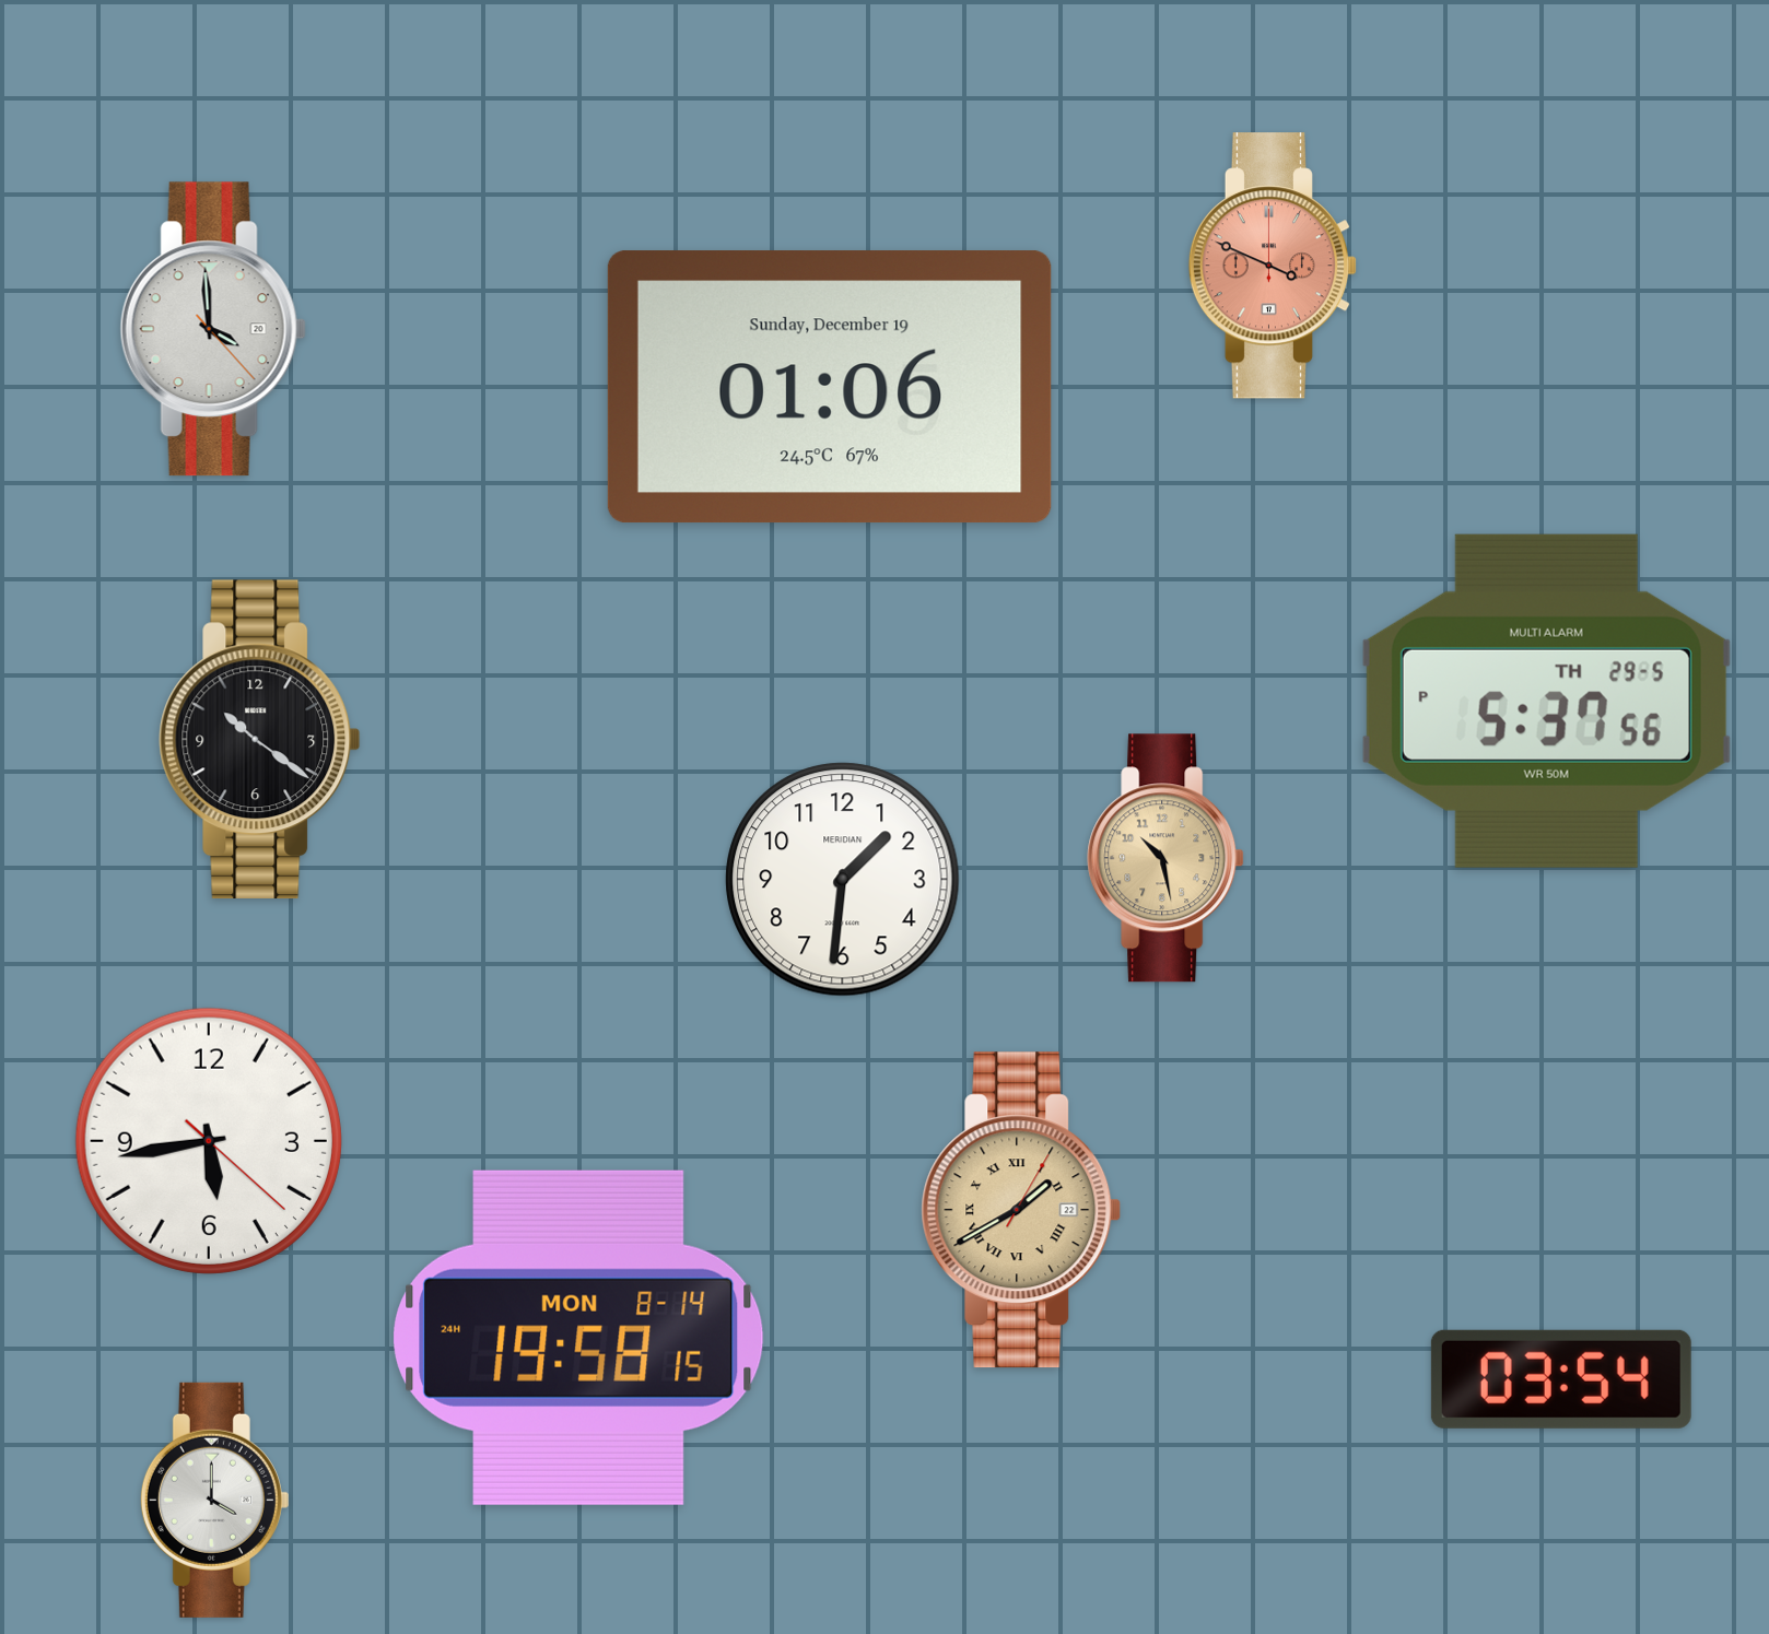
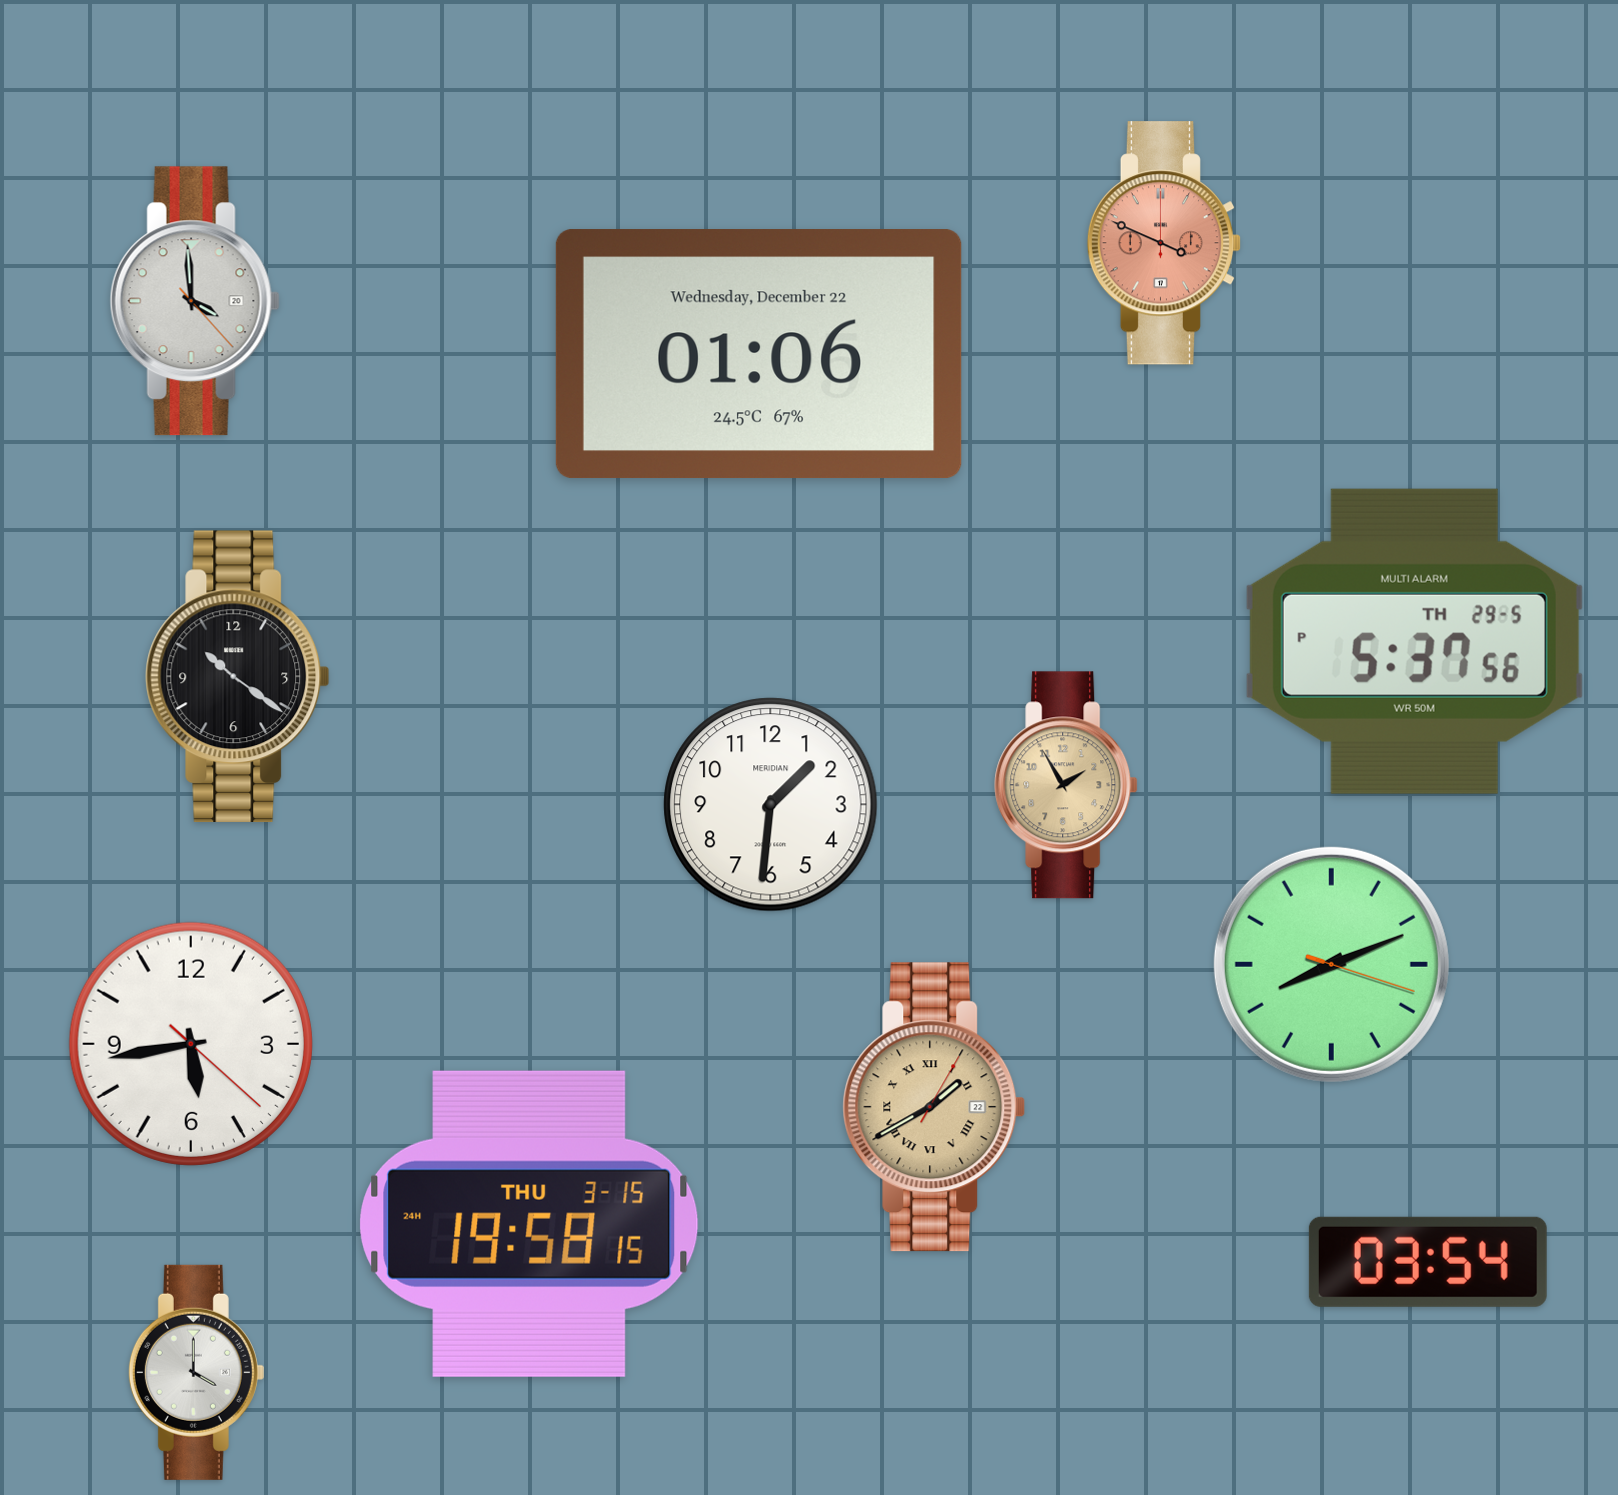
clock at (830, 387) date: Sunday, December 19 -> Wednesday, December 22
clock at (1165, 858): 10:28 -> 1:55
clock at (1331, 964): none -> 8:11
clock at (578, 1338) date: MON 8-14 -> THU 3-15
